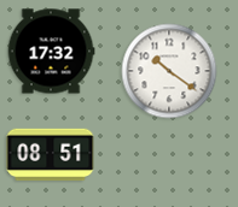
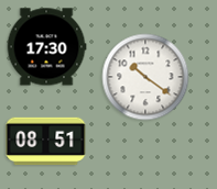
clock at (51, 52): 17:32 -> 17:30
clock at (169, 71) position: (169, 71) -> (145, 77)
